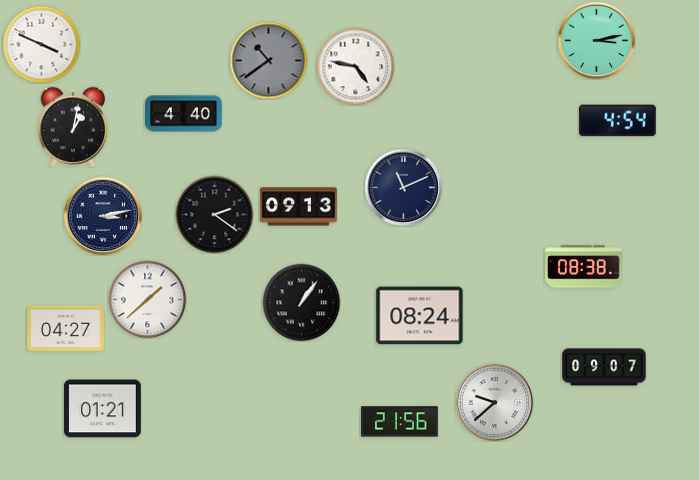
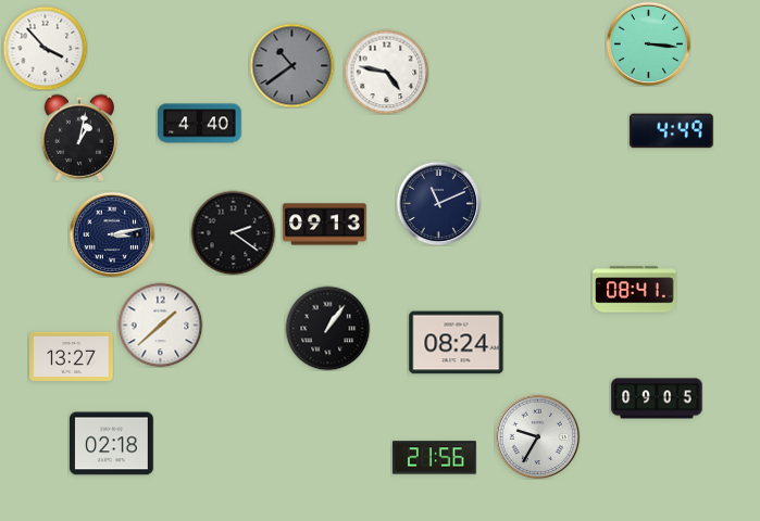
clock at (596, 40): 3:13 -> 3:16
clock at (41, 44): 3:49 -> 3:53
clock at (618, 121): 4:54 -> 4:49
clock at (584, 267): 08:38 -> 08:41
clock at (66, 328): 04:27 -> 13:27
clock at (604, 367): 09:07 -> 09:05
clock at (494, 402): 9:38 -> 9:35
clock at (103, 409): 01:21 -> 02:18
